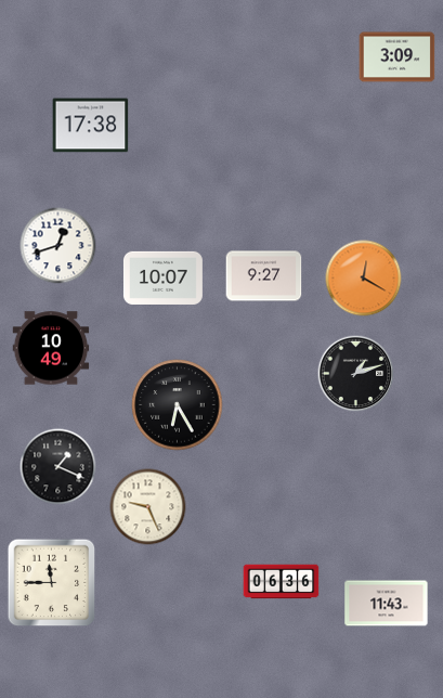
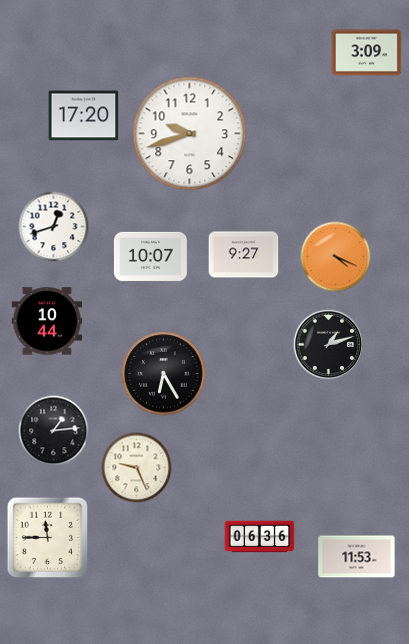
clock at (91, 126): 17:38 -> 17:20
clock at (190, 134): none -> 9:42
clock at (364, 279): 12:20 -> 4:19
clock at (51, 348): 10:49 -> 10:44
clock at (58, 467): 1:19 -> 1:14
clock at (387, 604): 11:43 -> 11:53
